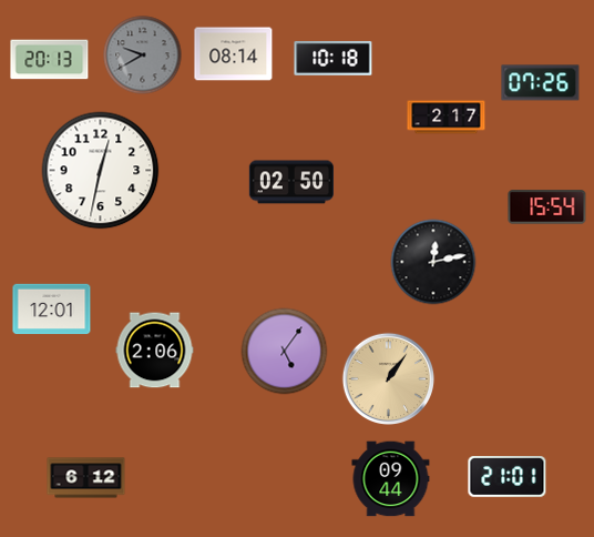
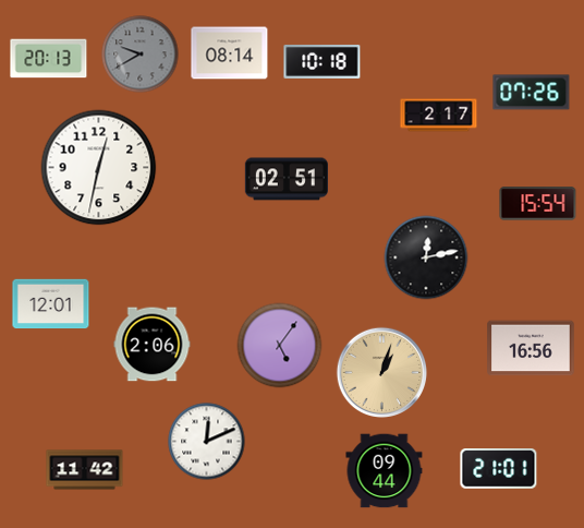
clock at (334, 59) position: (334, 59) -> (323, 62)
clock at (541, 83) position: (541, 83) -> (532, 93)
clock at (291, 182): 02:50 -> 02:51
clock at (531, 348): none -> 16:56
clock at (389, 379): 1:06 -> 1:03
clock at (207, 442): none -> 12:11
clock at (86, 478): 6:12 -> 11:42
